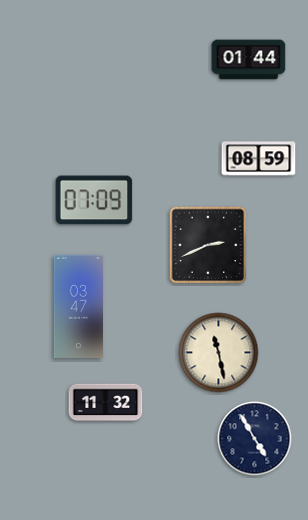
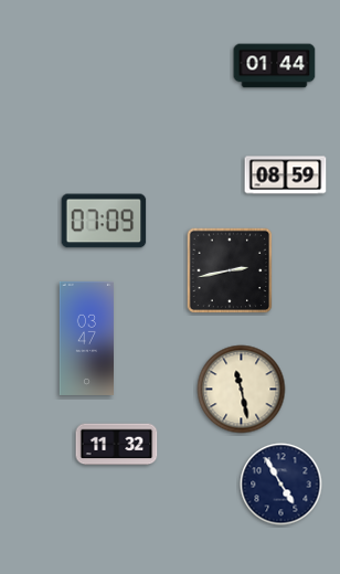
clock at (208, 245): 2:41 -> 2:43
